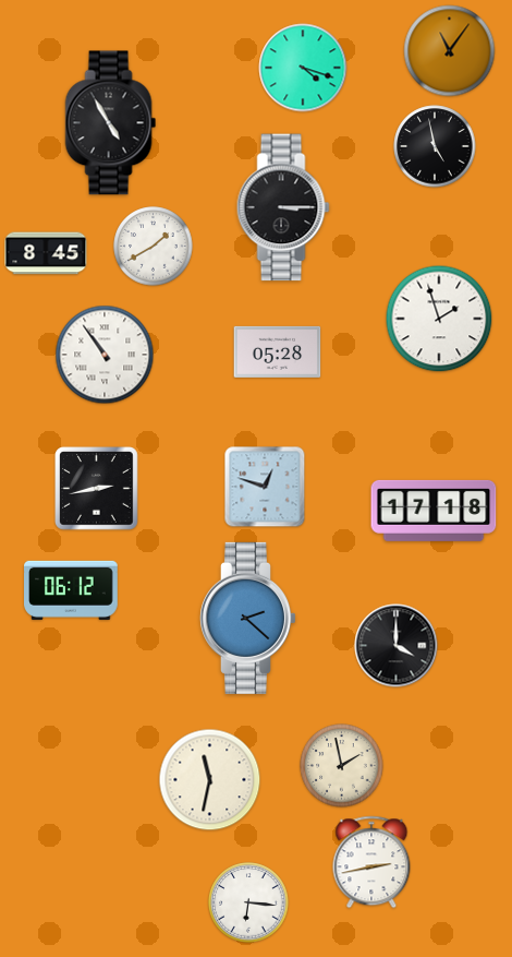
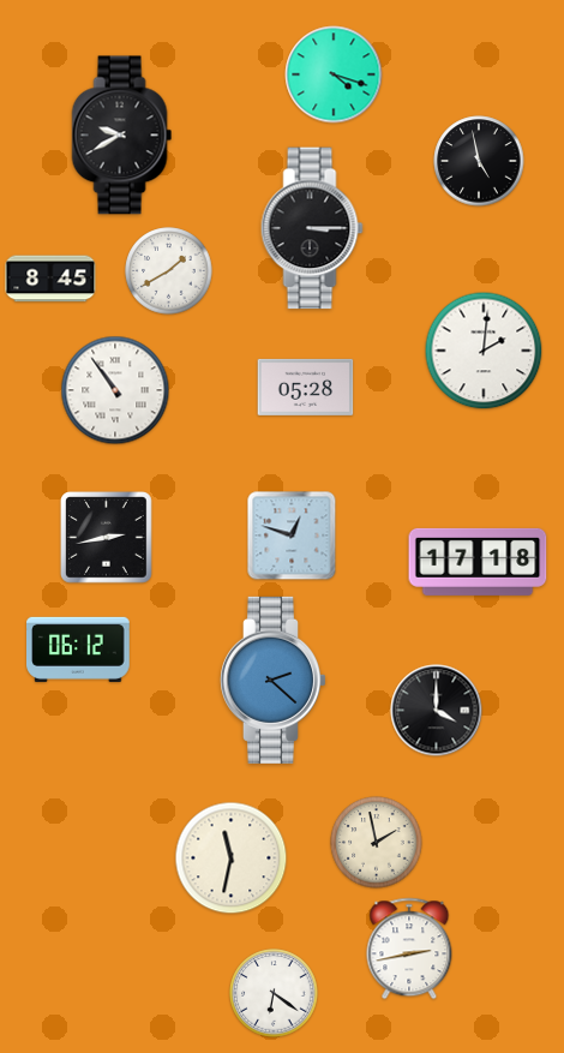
clock at (450, 51): 11:06 -> none
clock at (111, 123): 4:55 -> 9:40
clock at (439, 319): 1:57 -> 2:01
clock at (248, 902): 6:16 -> 6:21
